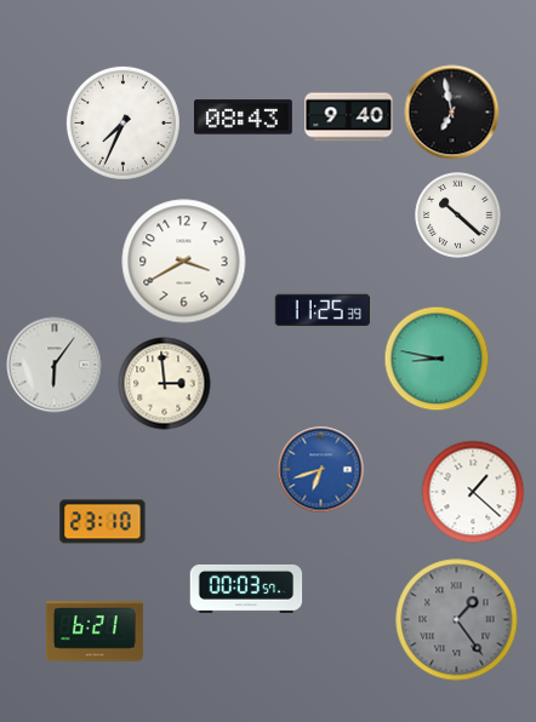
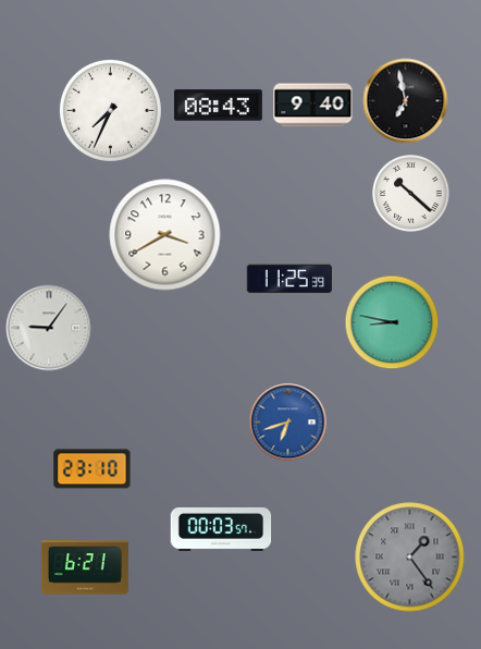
clock at (55, 365): 6:06 -> 9:06
clock at (165, 384): 2:59 -> none
clock at (473, 492): 1:22 -> none
